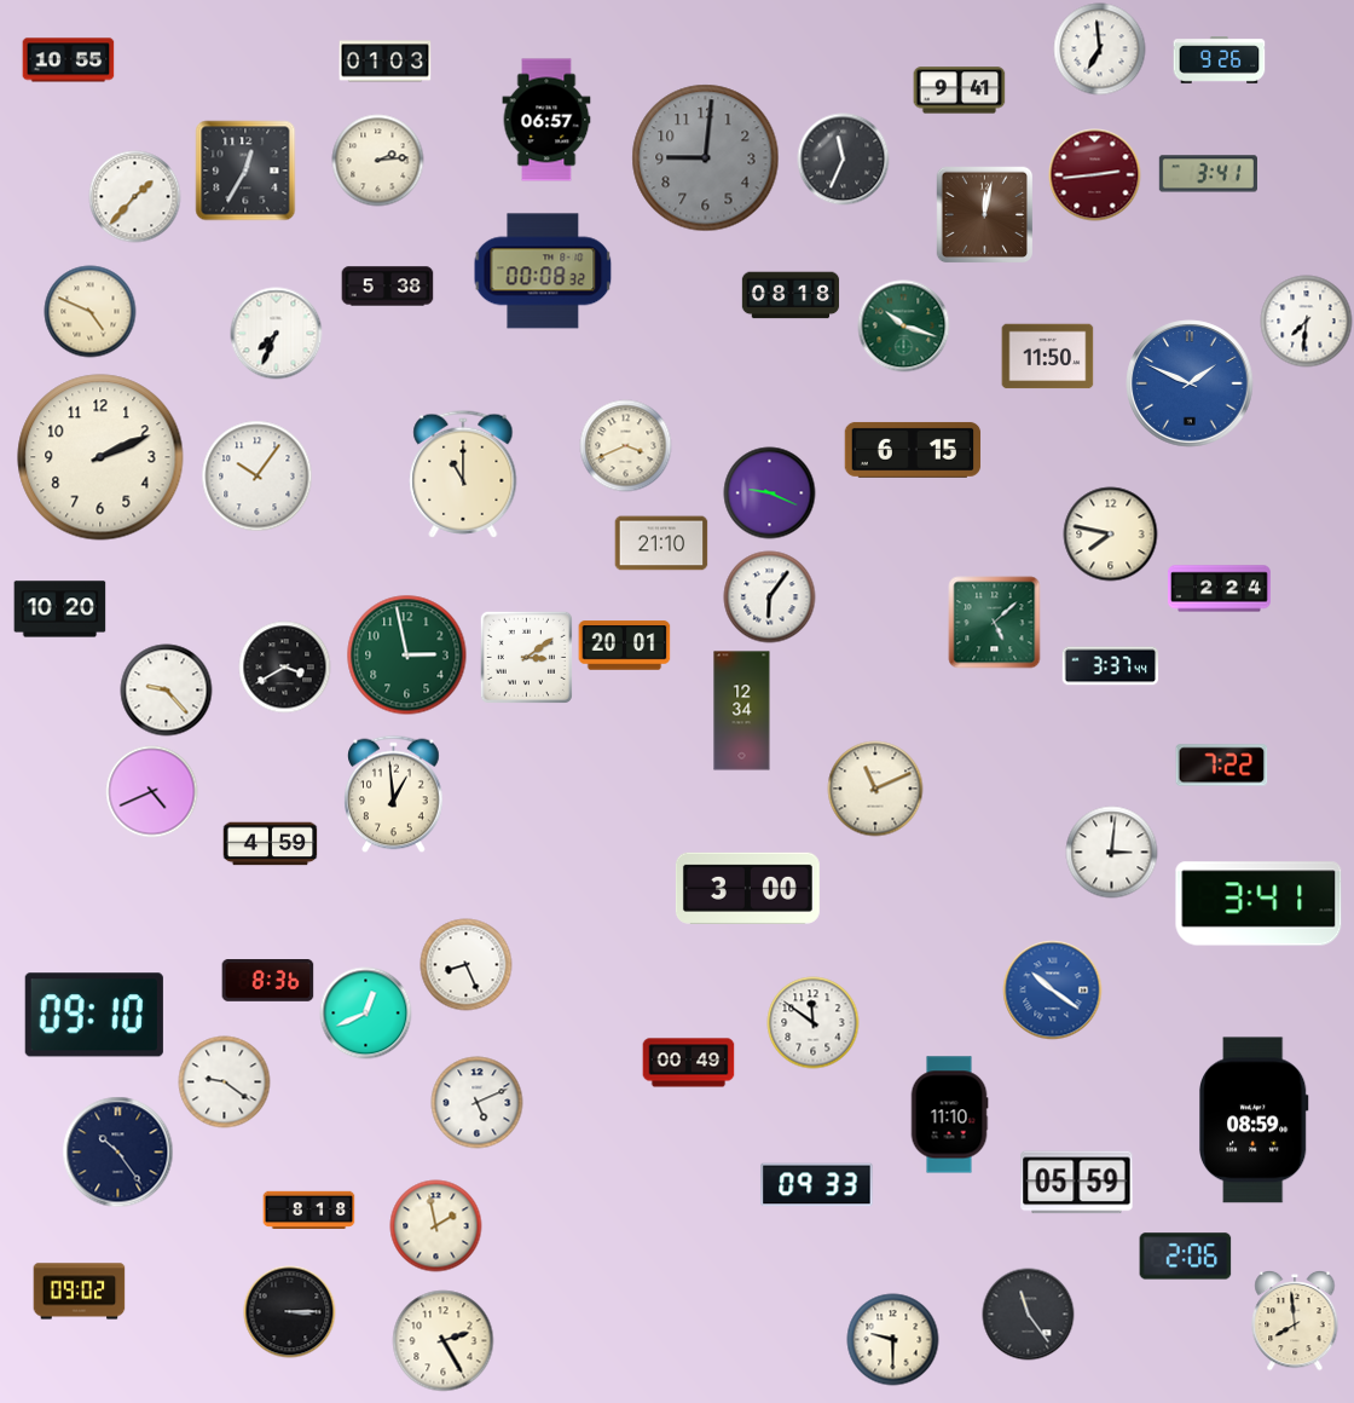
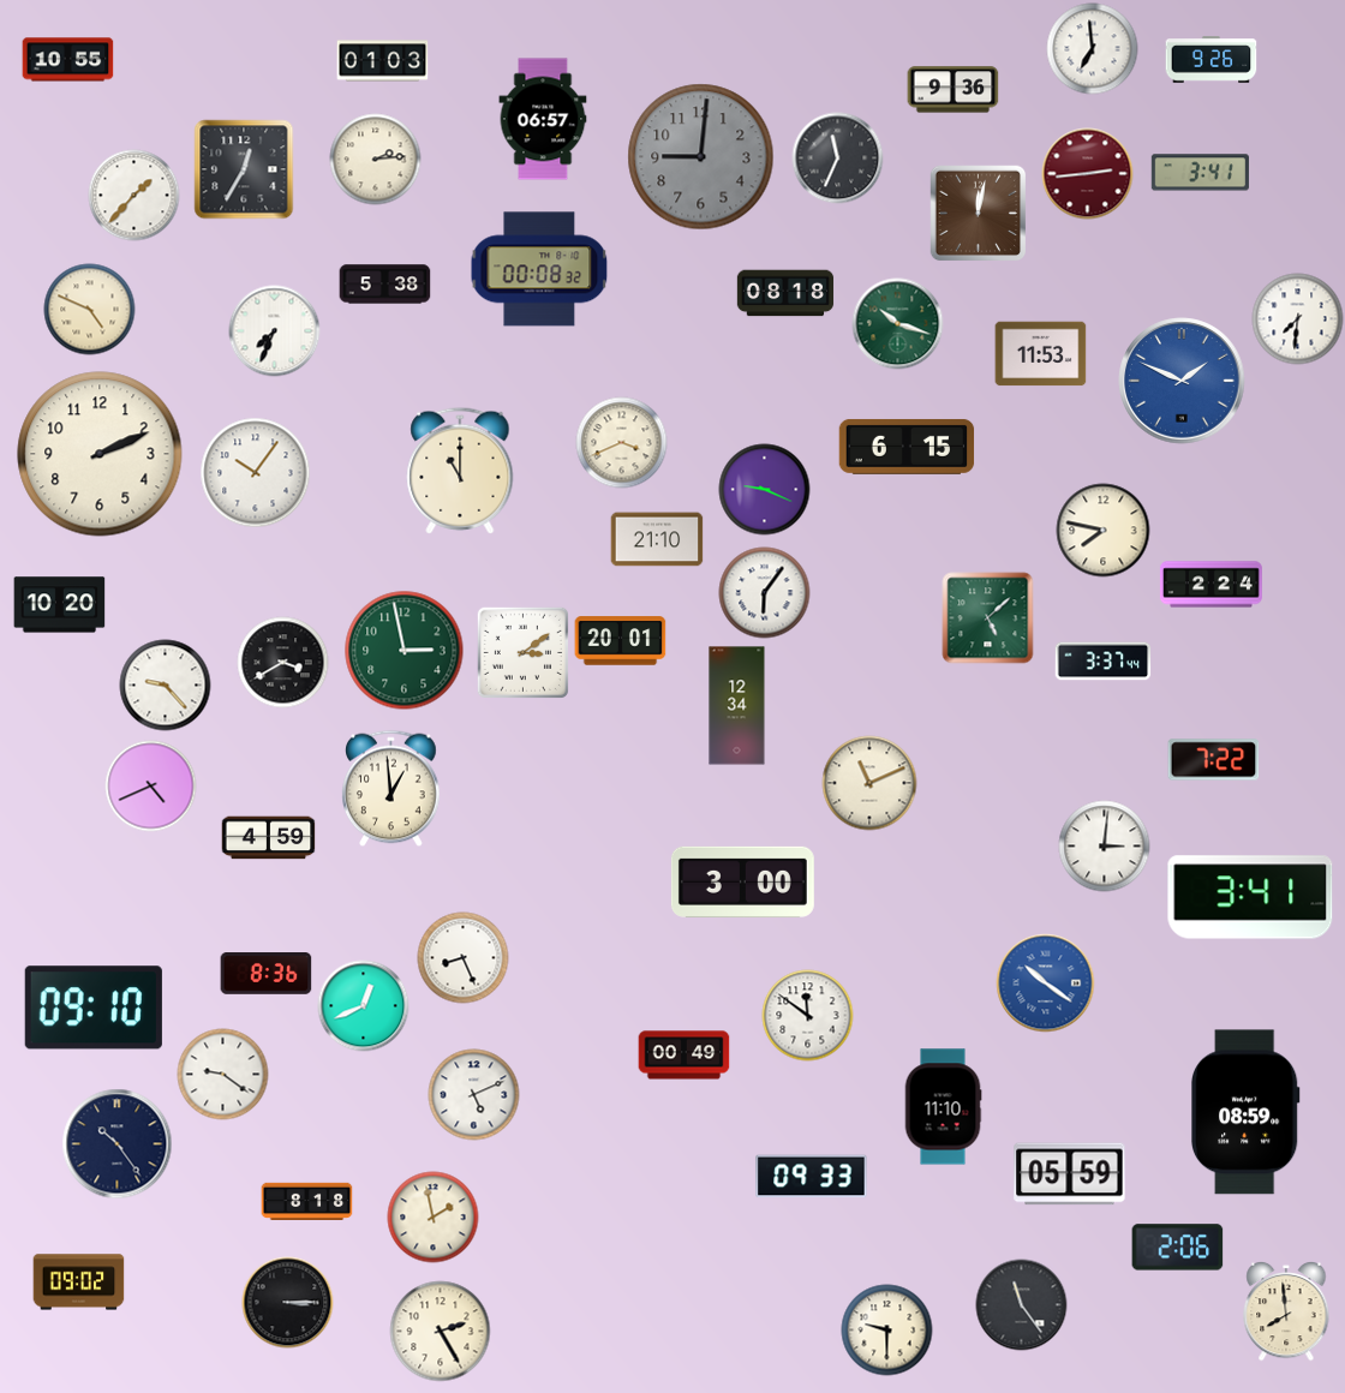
clock at (960, 91): 9:41 -> 9:36
clock at (1048, 357): 11:50 -> 11:53
